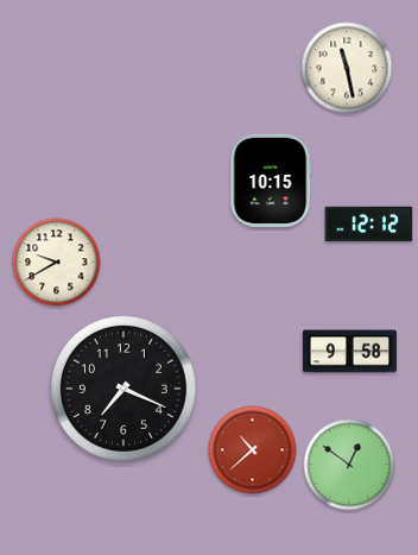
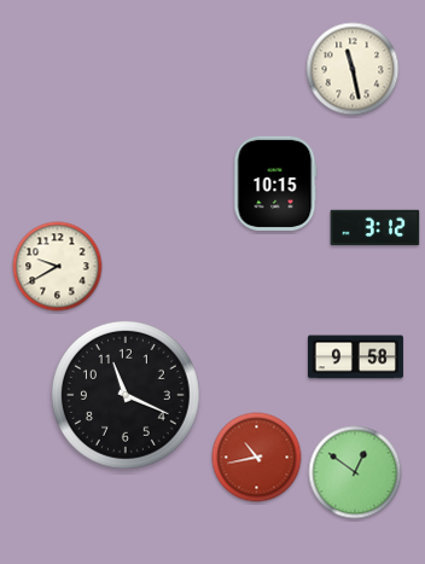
clock at (369, 225): 12:12 -> 3:12
clock at (123, 389): 7:19 -> 11:19
clock at (253, 450): 10:38 -> 10:43
